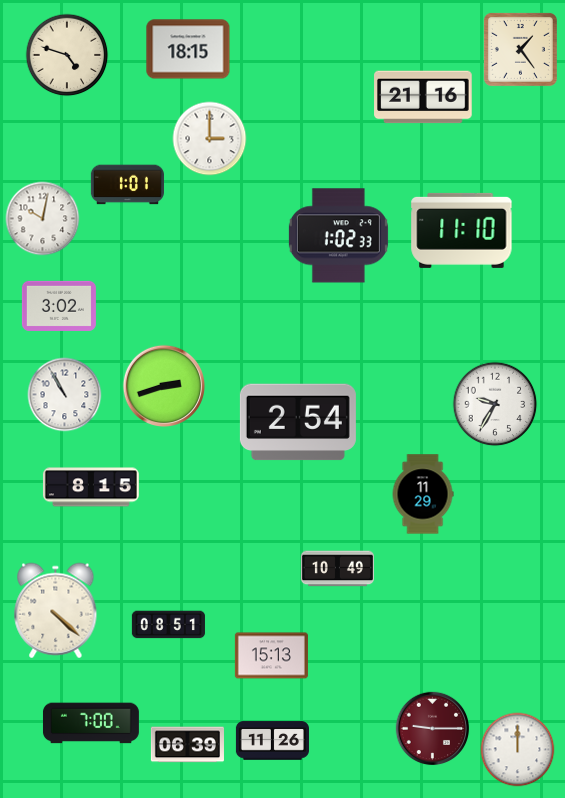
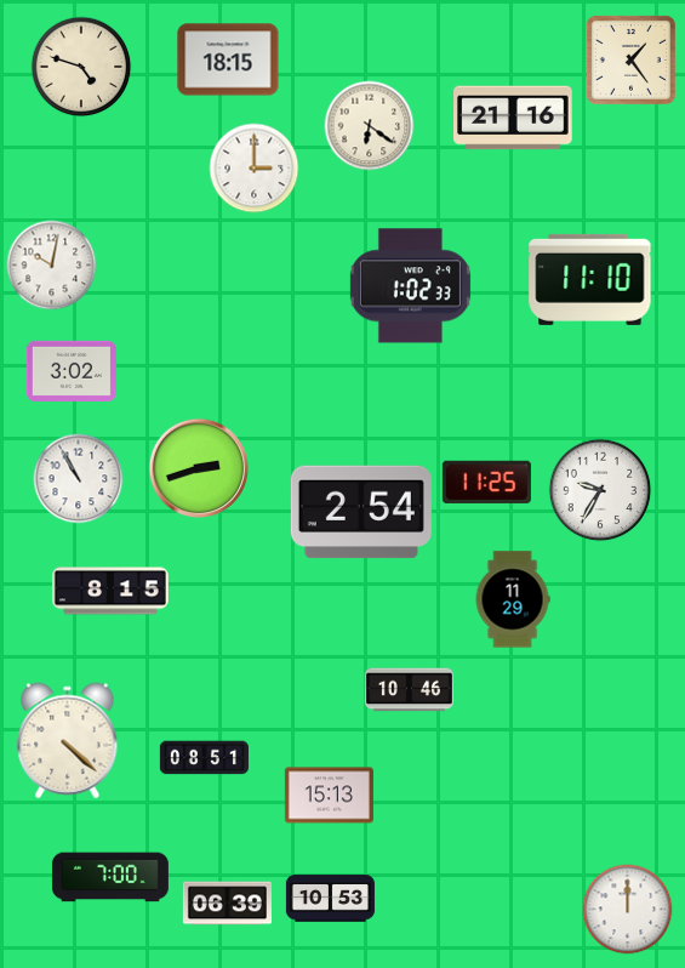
clock at (370, 126): none -> 6:21
clock at (127, 185): 1:01 -> none
clock at (462, 230) position: (462, 230) -> (590, 279)
clock at (486, 482): none -> 11:25
clock at (337, 569): 10:49 -> 10:46
clock at (433, 729): 9:15 -> none
clock at (272, 741): 11:26 -> 10:53
